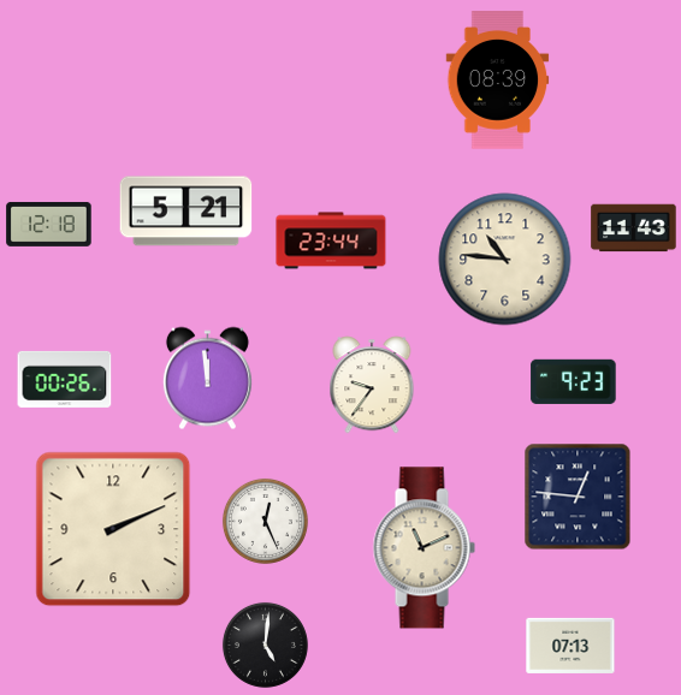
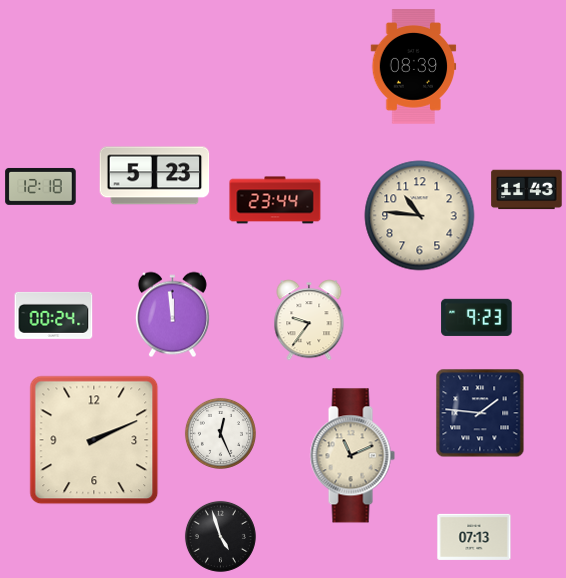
clock at (186, 212): 5:21 -> 5:23
clock at (65, 379): 00:26 -> 00:24
clock at (578, 497): 12:46 -> 1:46
clock at (265, 644): 5:01 -> 4:57
